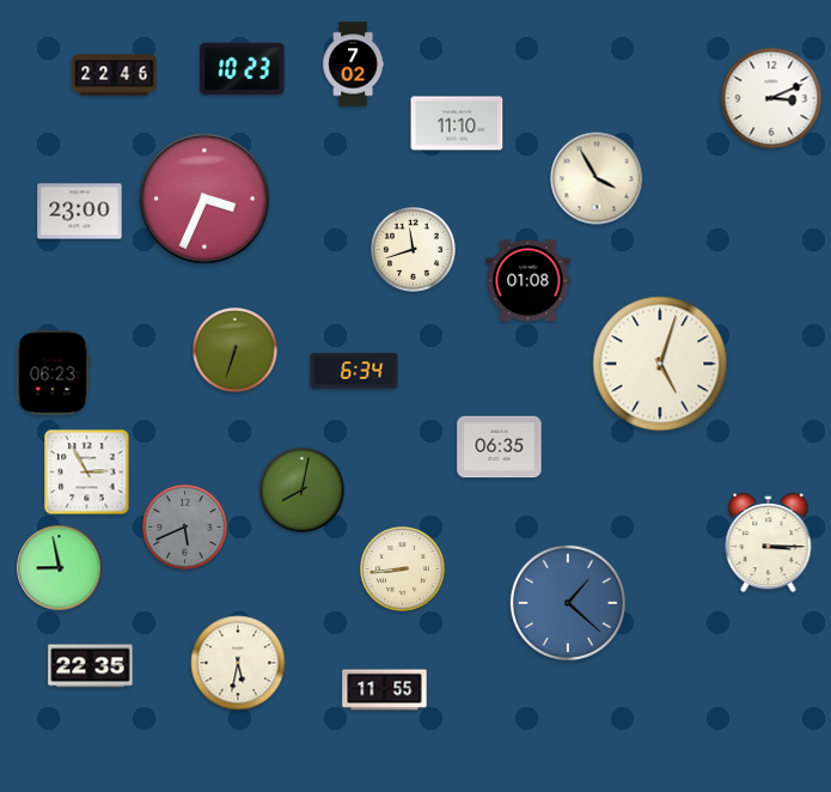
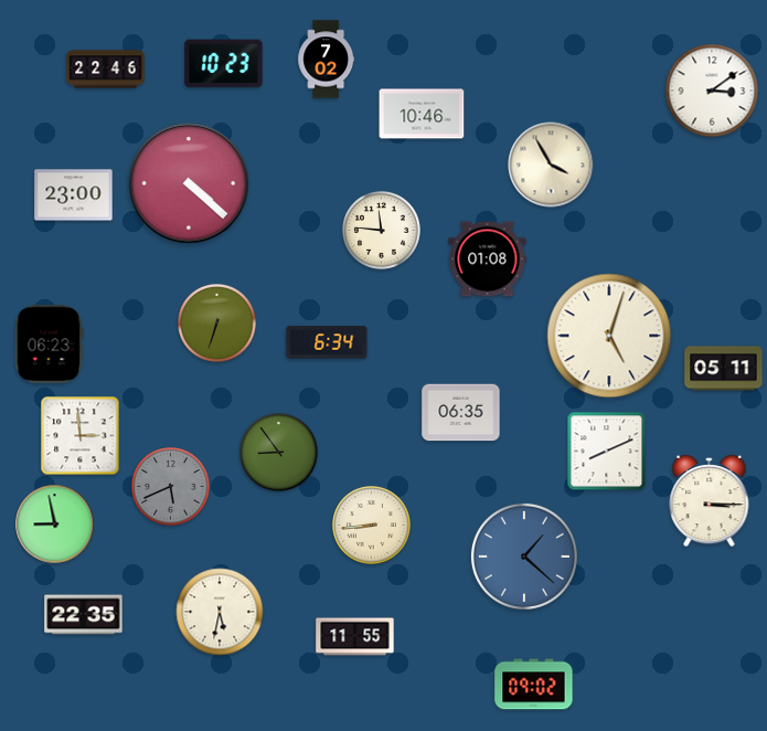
clock at (771, 98): 3:11 -> 3:09
clock at (457, 123): 11:10 -> 10:46
clock at (204, 199): 3:34 -> 4:22
clock at (414, 250): 11:42 -> 11:46
clock at (724, 369): none -> 05:11
clock at (87, 473): 2:55 -> 2:59
clock at (607, 452): none -> 8:11
clock at (303, 491): 8:02 -> 8:54
clock at (534, 685): none -> 09:02
